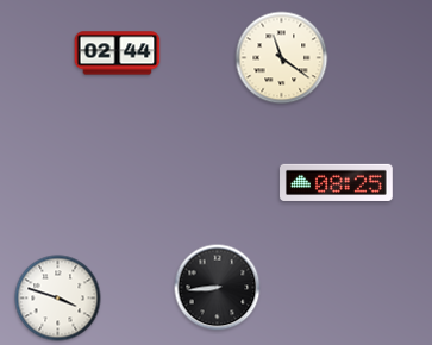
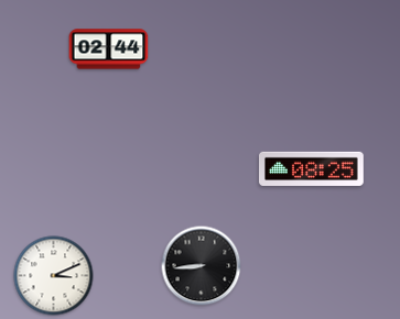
clock at (282, 58): 11:21 -> none
clock at (58, 299): 3:48 -> 3:11
